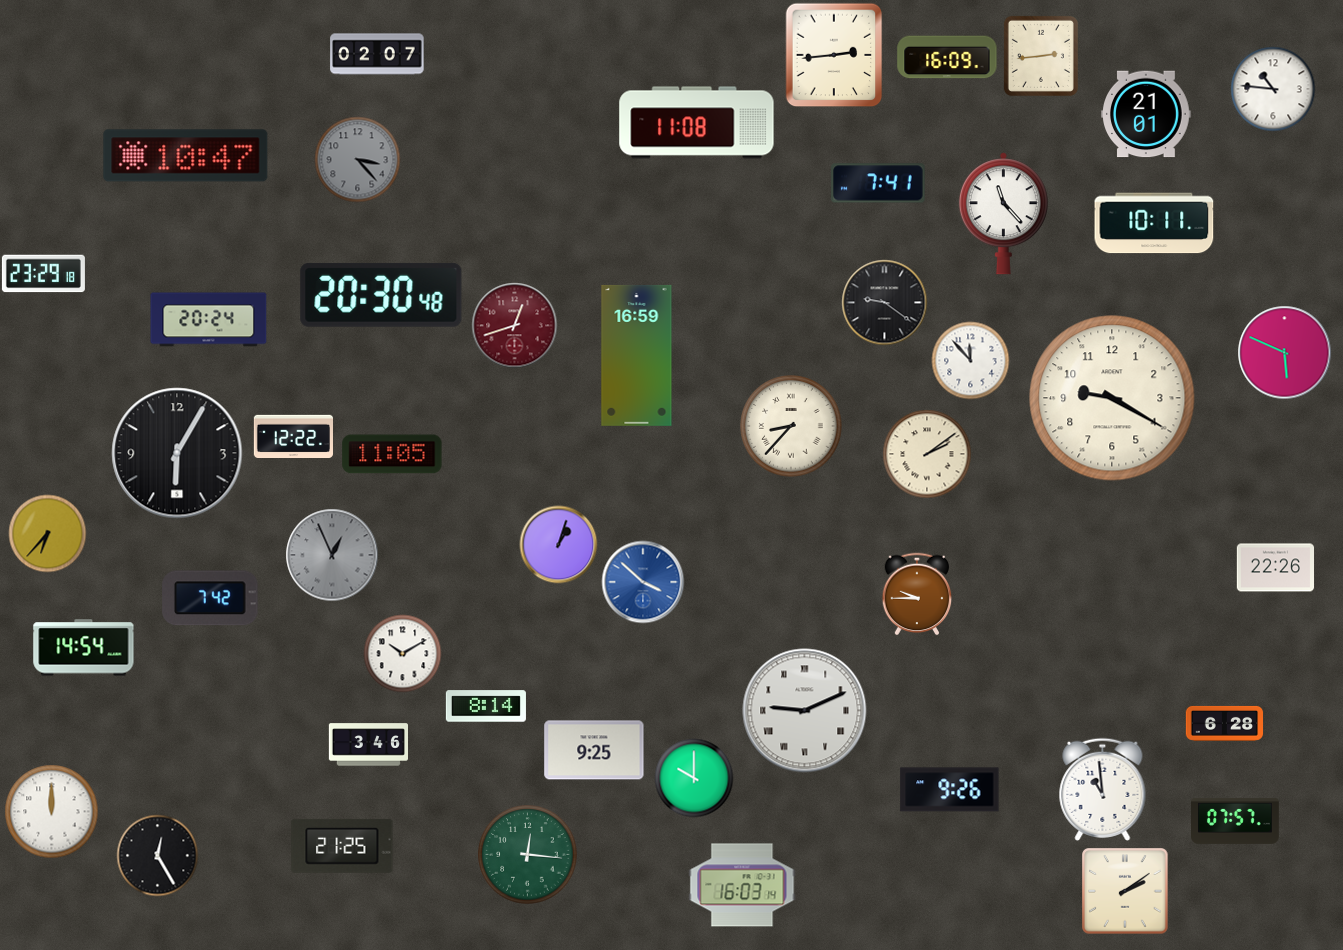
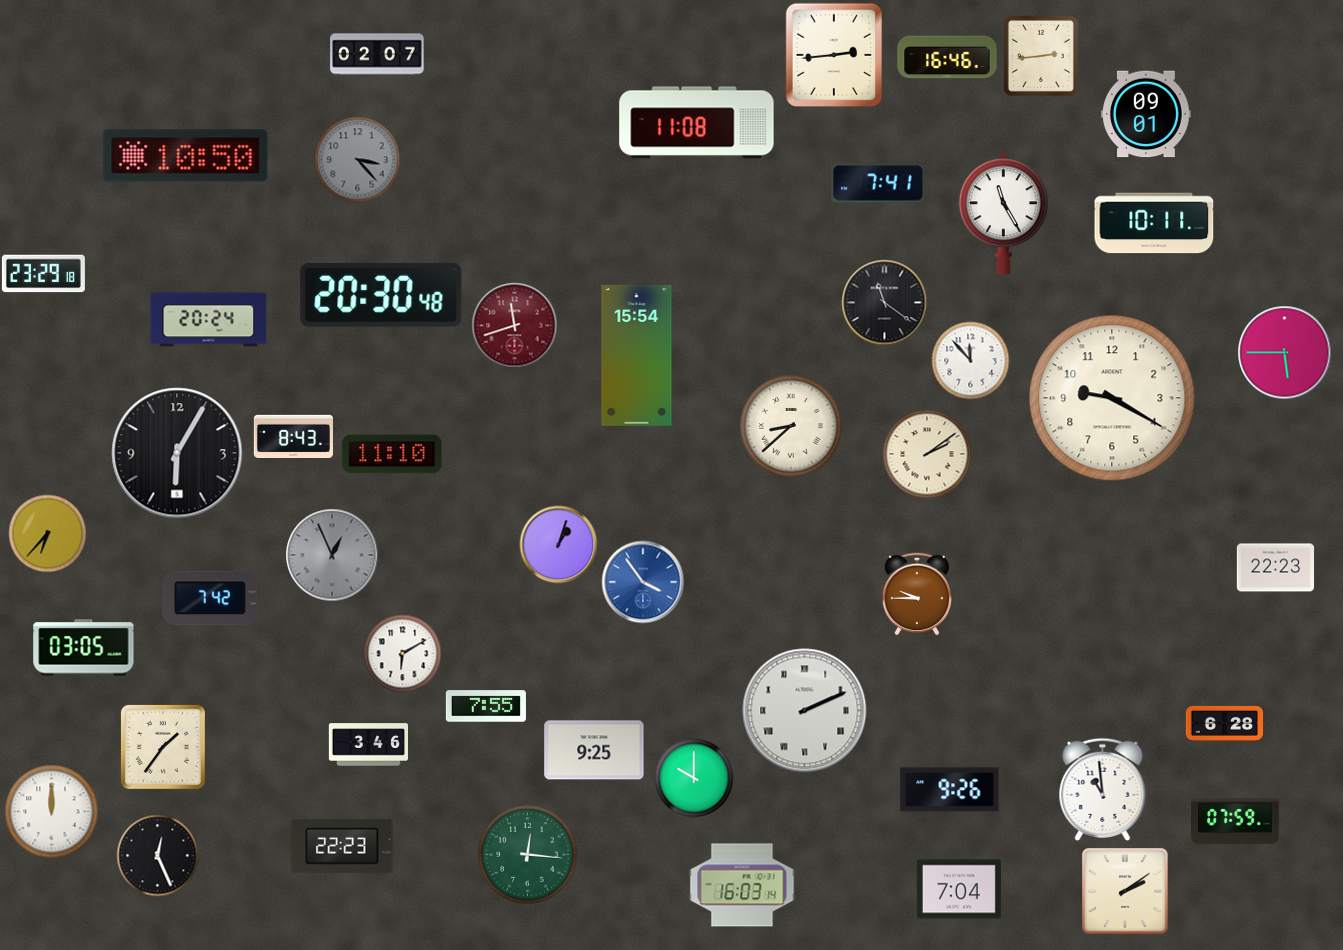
clock at (947, 57): 16:09 -> 16:46
clock at (1273, 89): 10:46 -> none
clock at (1146, 114): 21:01 -> 09:01
clock at (186, 156): 10:47 -> 10:50
clock at (1003, 214): 11:23 -> 11:25
clock at (884, 302): 9:21 -> 11:21
clock at (514, 325): 12:42 -> 11:42
clock at (1284, 352): 5:49 -> 5:45
clock at (637, 355): 16:59 -> 15:54
clock at (791, 426): 8:37 -> 8:38
clock at (293, 436): 12:22 -> 8:43
clock at (392, 454): 11:05 -> 11:10
clock at (1275, 568): 22:26 -> 22:23
clock at (643, 582): 3:52 -> 3:54
clock at (84, 648): 14:54 -> 03:05
clock at (402, 653): 10:10 -> 6:10
clock at (486, 706): 8:14 -> 7:55
clock at (805, 711): 9:11 -> 2:11
clock at (163, 747): none -> 1:36
clock at (1236, 821): 07:57 -> 07:59
clock at (342, 846): 21:25 -> 22:23
clock at (157, 855): 12:25 -> 12:26
clock at (959, 889): none -> 7:04
